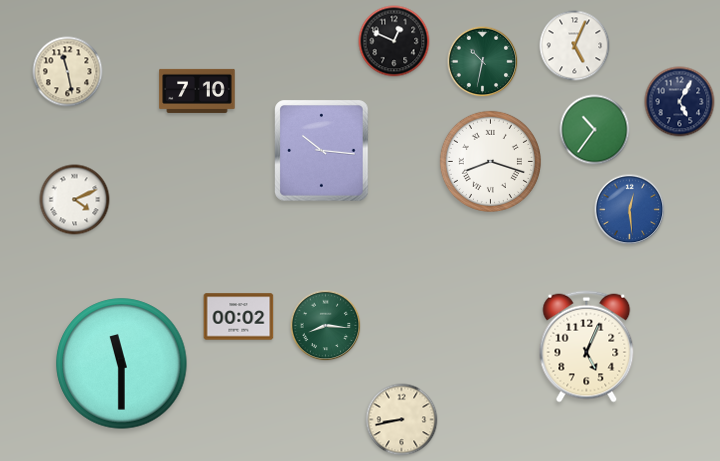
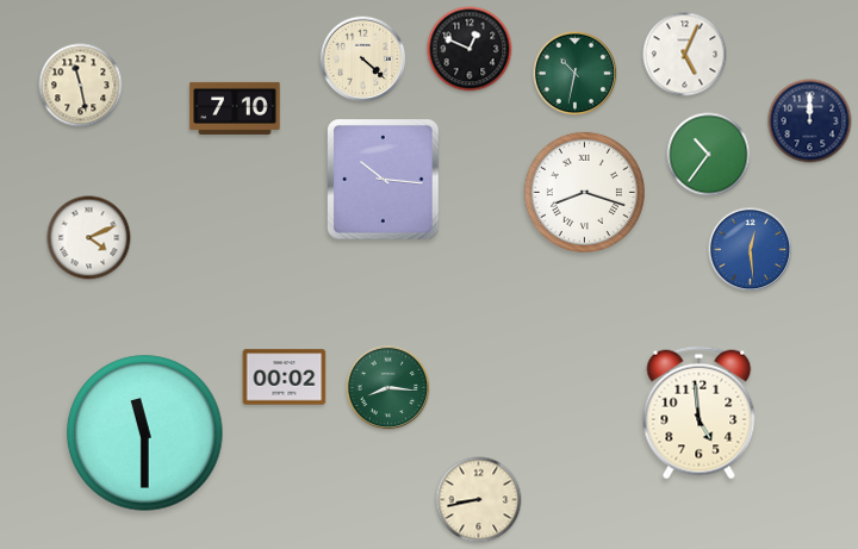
clock at (363, 60): none -> 4:22
clock at (680, 102): 5:05 -> 12:00
clock at (587, 347): 5:04 -> 4:59
